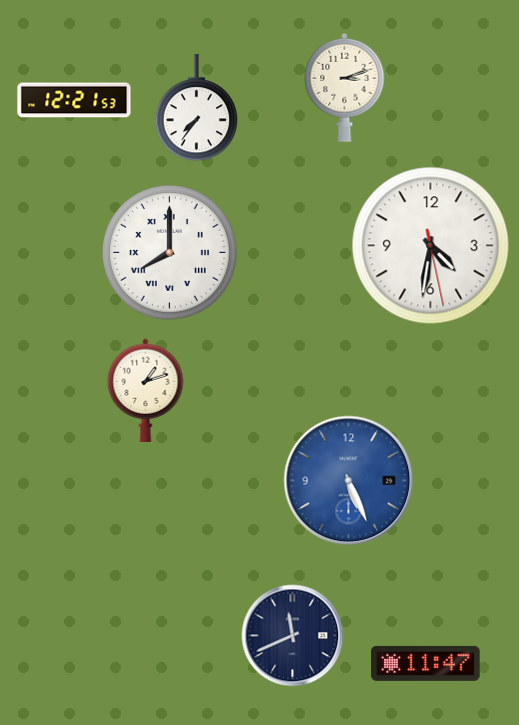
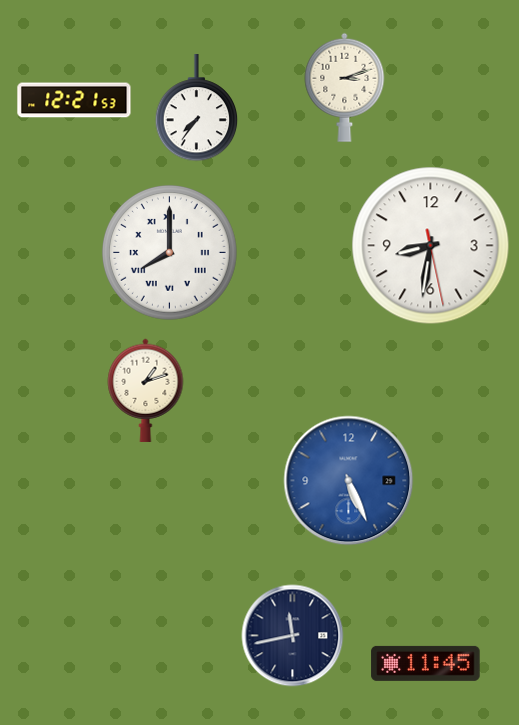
clock at (431, 246): 4:31 -> 8:31
clock at (293, 636): 11:41 -> 11:43
clock at (426, 663): 11:47 -> 11:45
